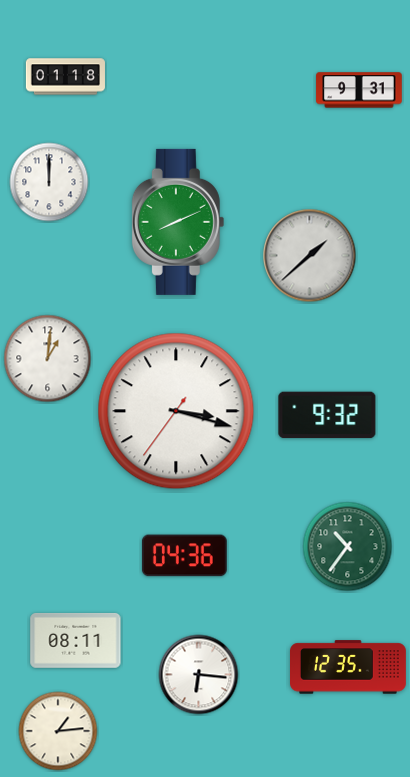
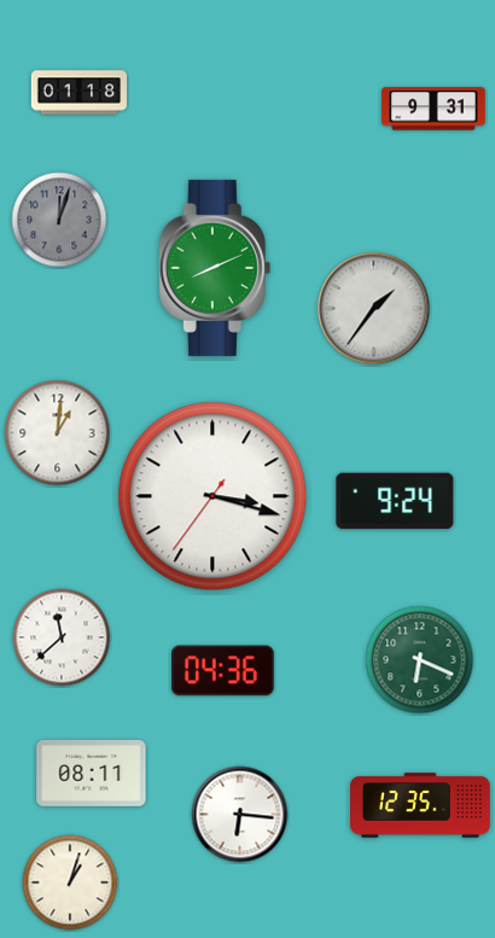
clock at (49, 182): 12:00 -> 12:03
clock at (49, 182) dial: white -> grey
clock at (310, 256): 1:38 -> 1:36
clock at (327, 415): 9:32 -> 9:24
clock at (62, 637): none -> 11:38
clock at (348, 547): 10:36 -> 6:19
clock at (58, 731): 1:14 -> 1:03
